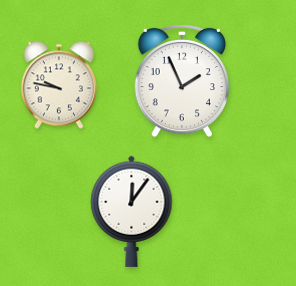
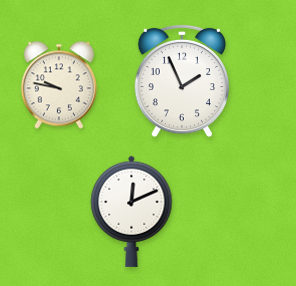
clock at (132, 211): 12:06 -> 12:11
